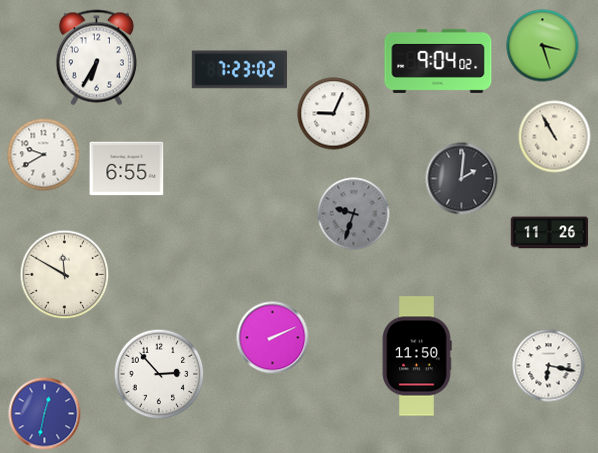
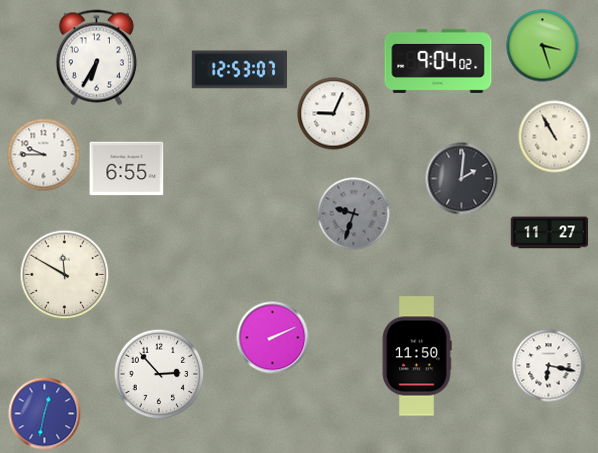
clock at (239, 70): 7:23 -> 12:53
clock at (44, 155): 9:40 -> 9:45
clock at (550, 233): 11:26 -> 11:27
